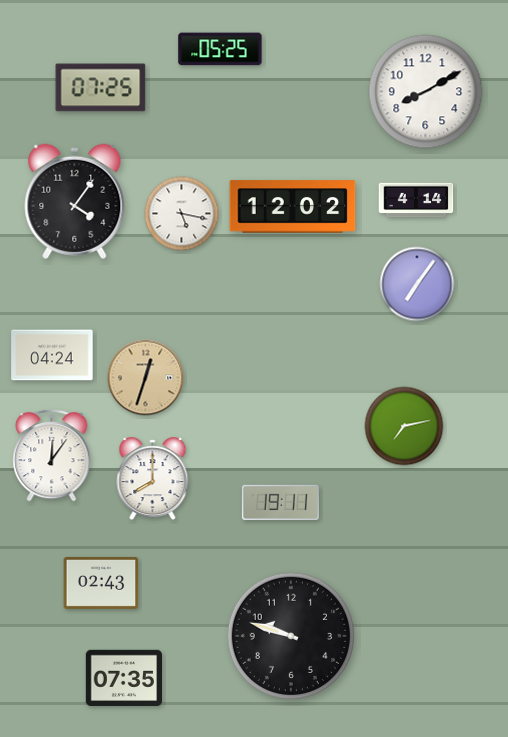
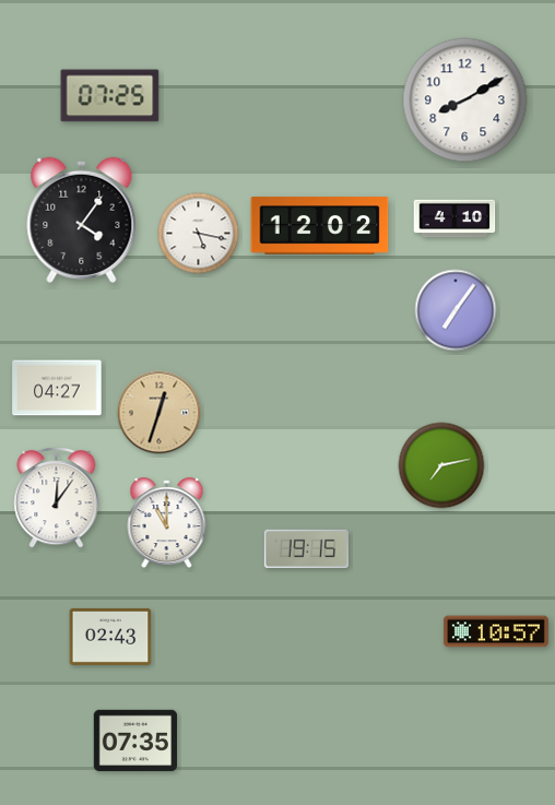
clock at (220, 49): 05:25 -> none
clock at (416, 200): 4:14 -> 4:10
clock at (52, 355): 04:24 -> 04:27
clock at (153, 479): 8:00 -> 11:00
clock at (280, 503): 19:11 -> 19:15
clock at (496, 631): none -> 10:57
clock at (290, 635): 9:48 -> none
